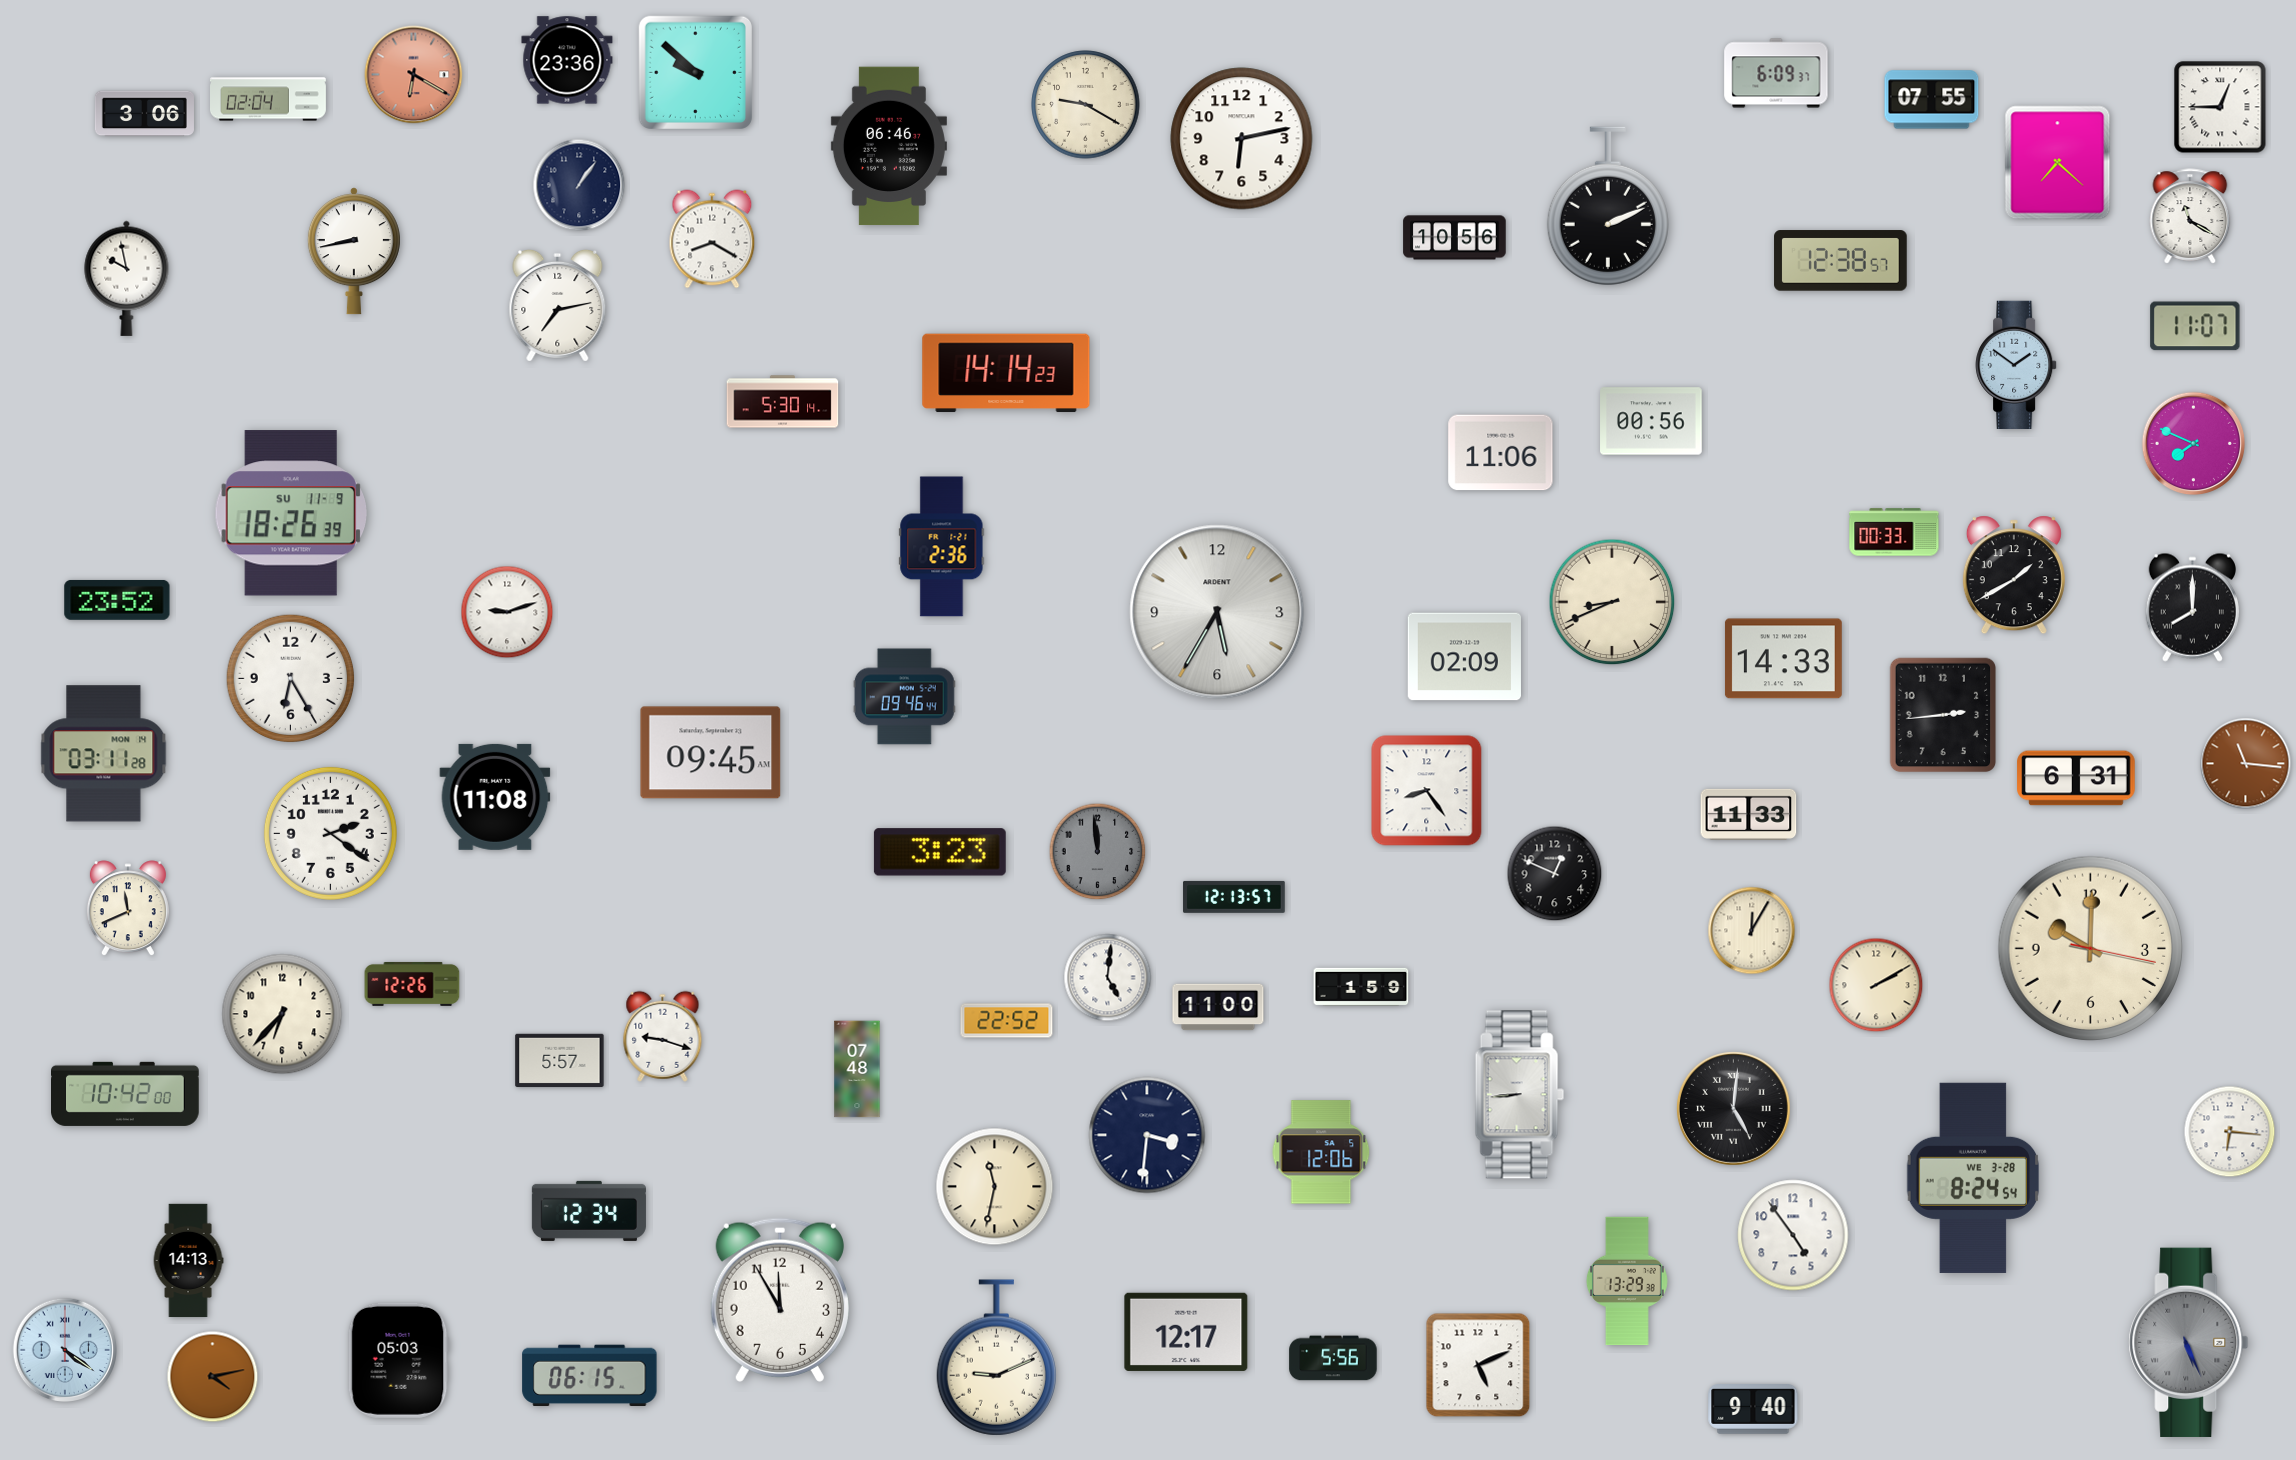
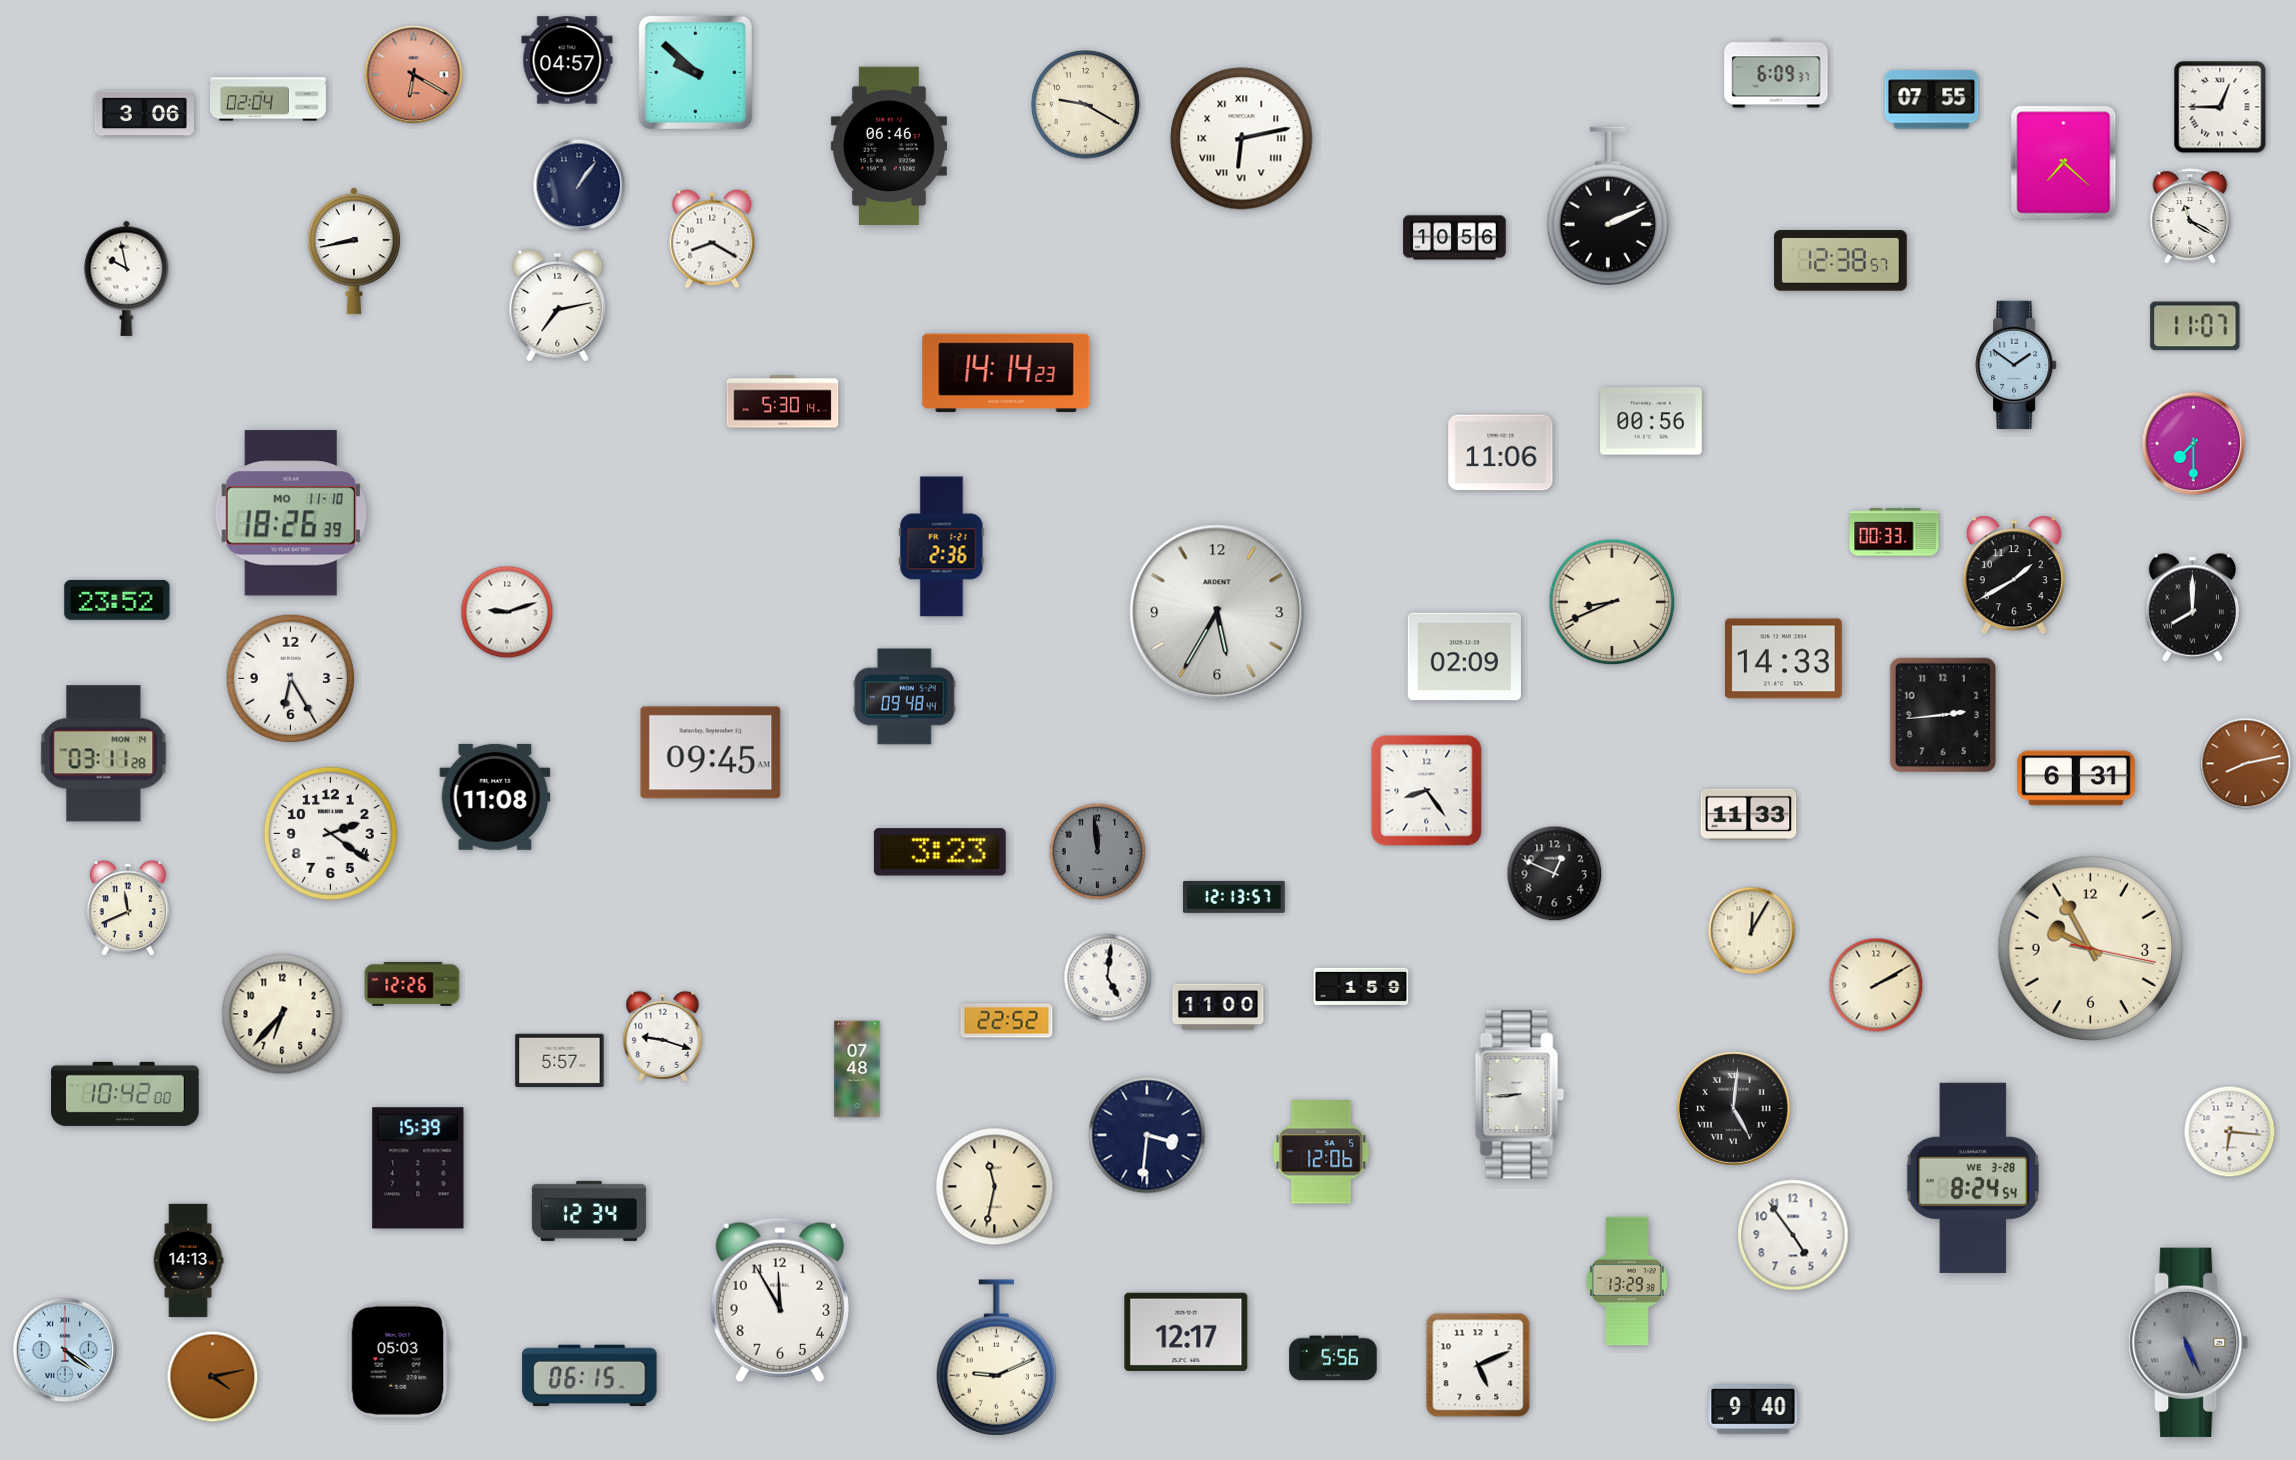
clock at (567, 60): 23:36 -> 04:57
clock at (1242, 139) numerals: Arabic -> Roman
clock at (2058, 163) position: (2058, 163) -> (2064, 163)
clock at (2194, 444): 7:49 -> 7:30
clock at (290, 513) date: SU 11-9 -> MO 11-10
clock at (904, 697): 09:46 -> 09:48
clock at (2246, 764): 11:16 -> 8:13
clock at (2091, 949): 10:00 -> 9:55
clock at (418, 1168): none -> 15:39
